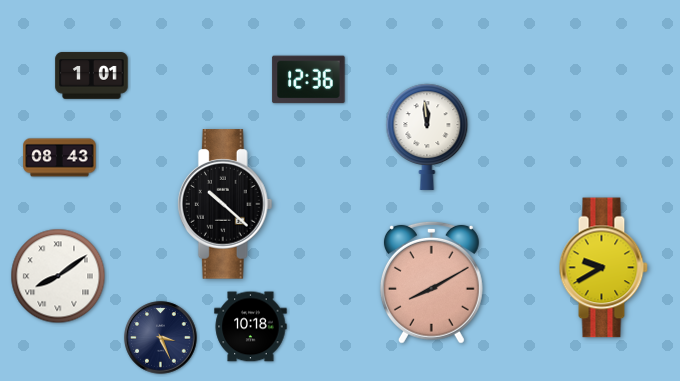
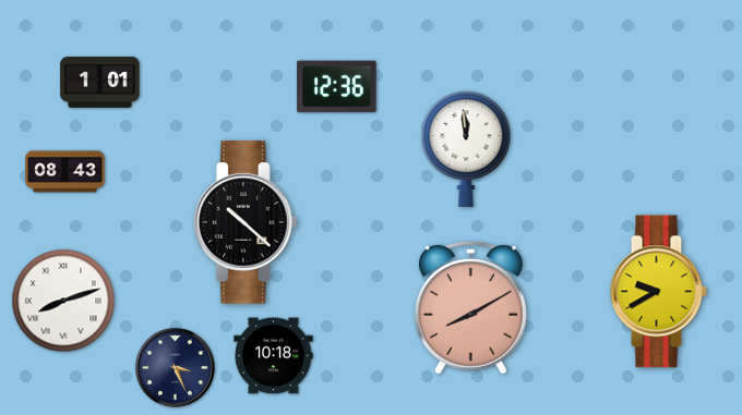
clock at (58, 276): 8:09 -> 8:12
